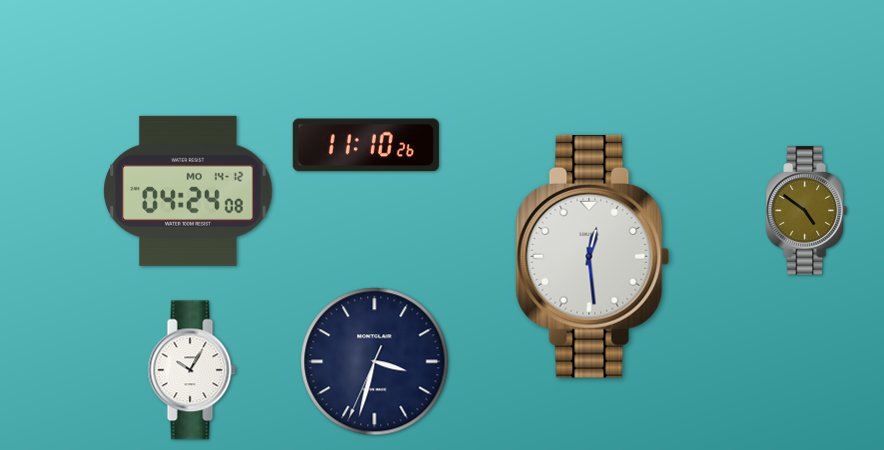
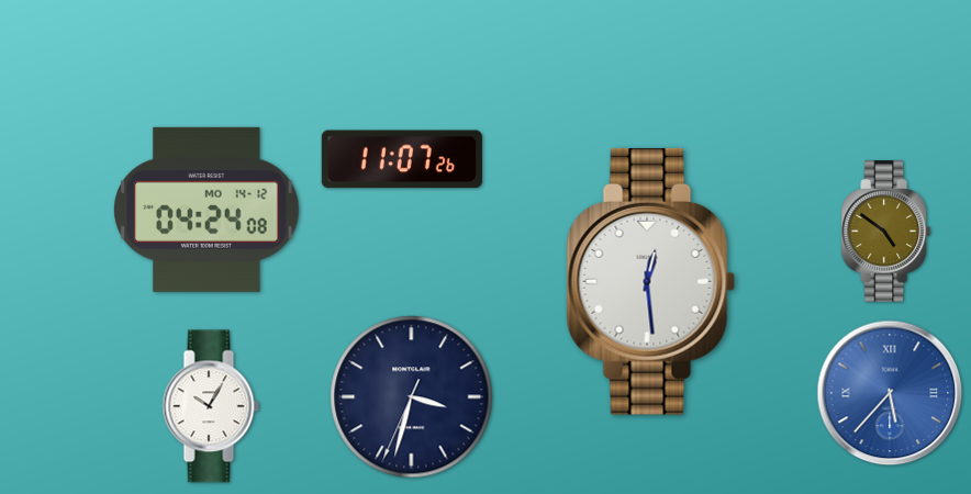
clock at (366, 145): 11:10 -> 11:07
clock at (890, 393): none -> 5:37
